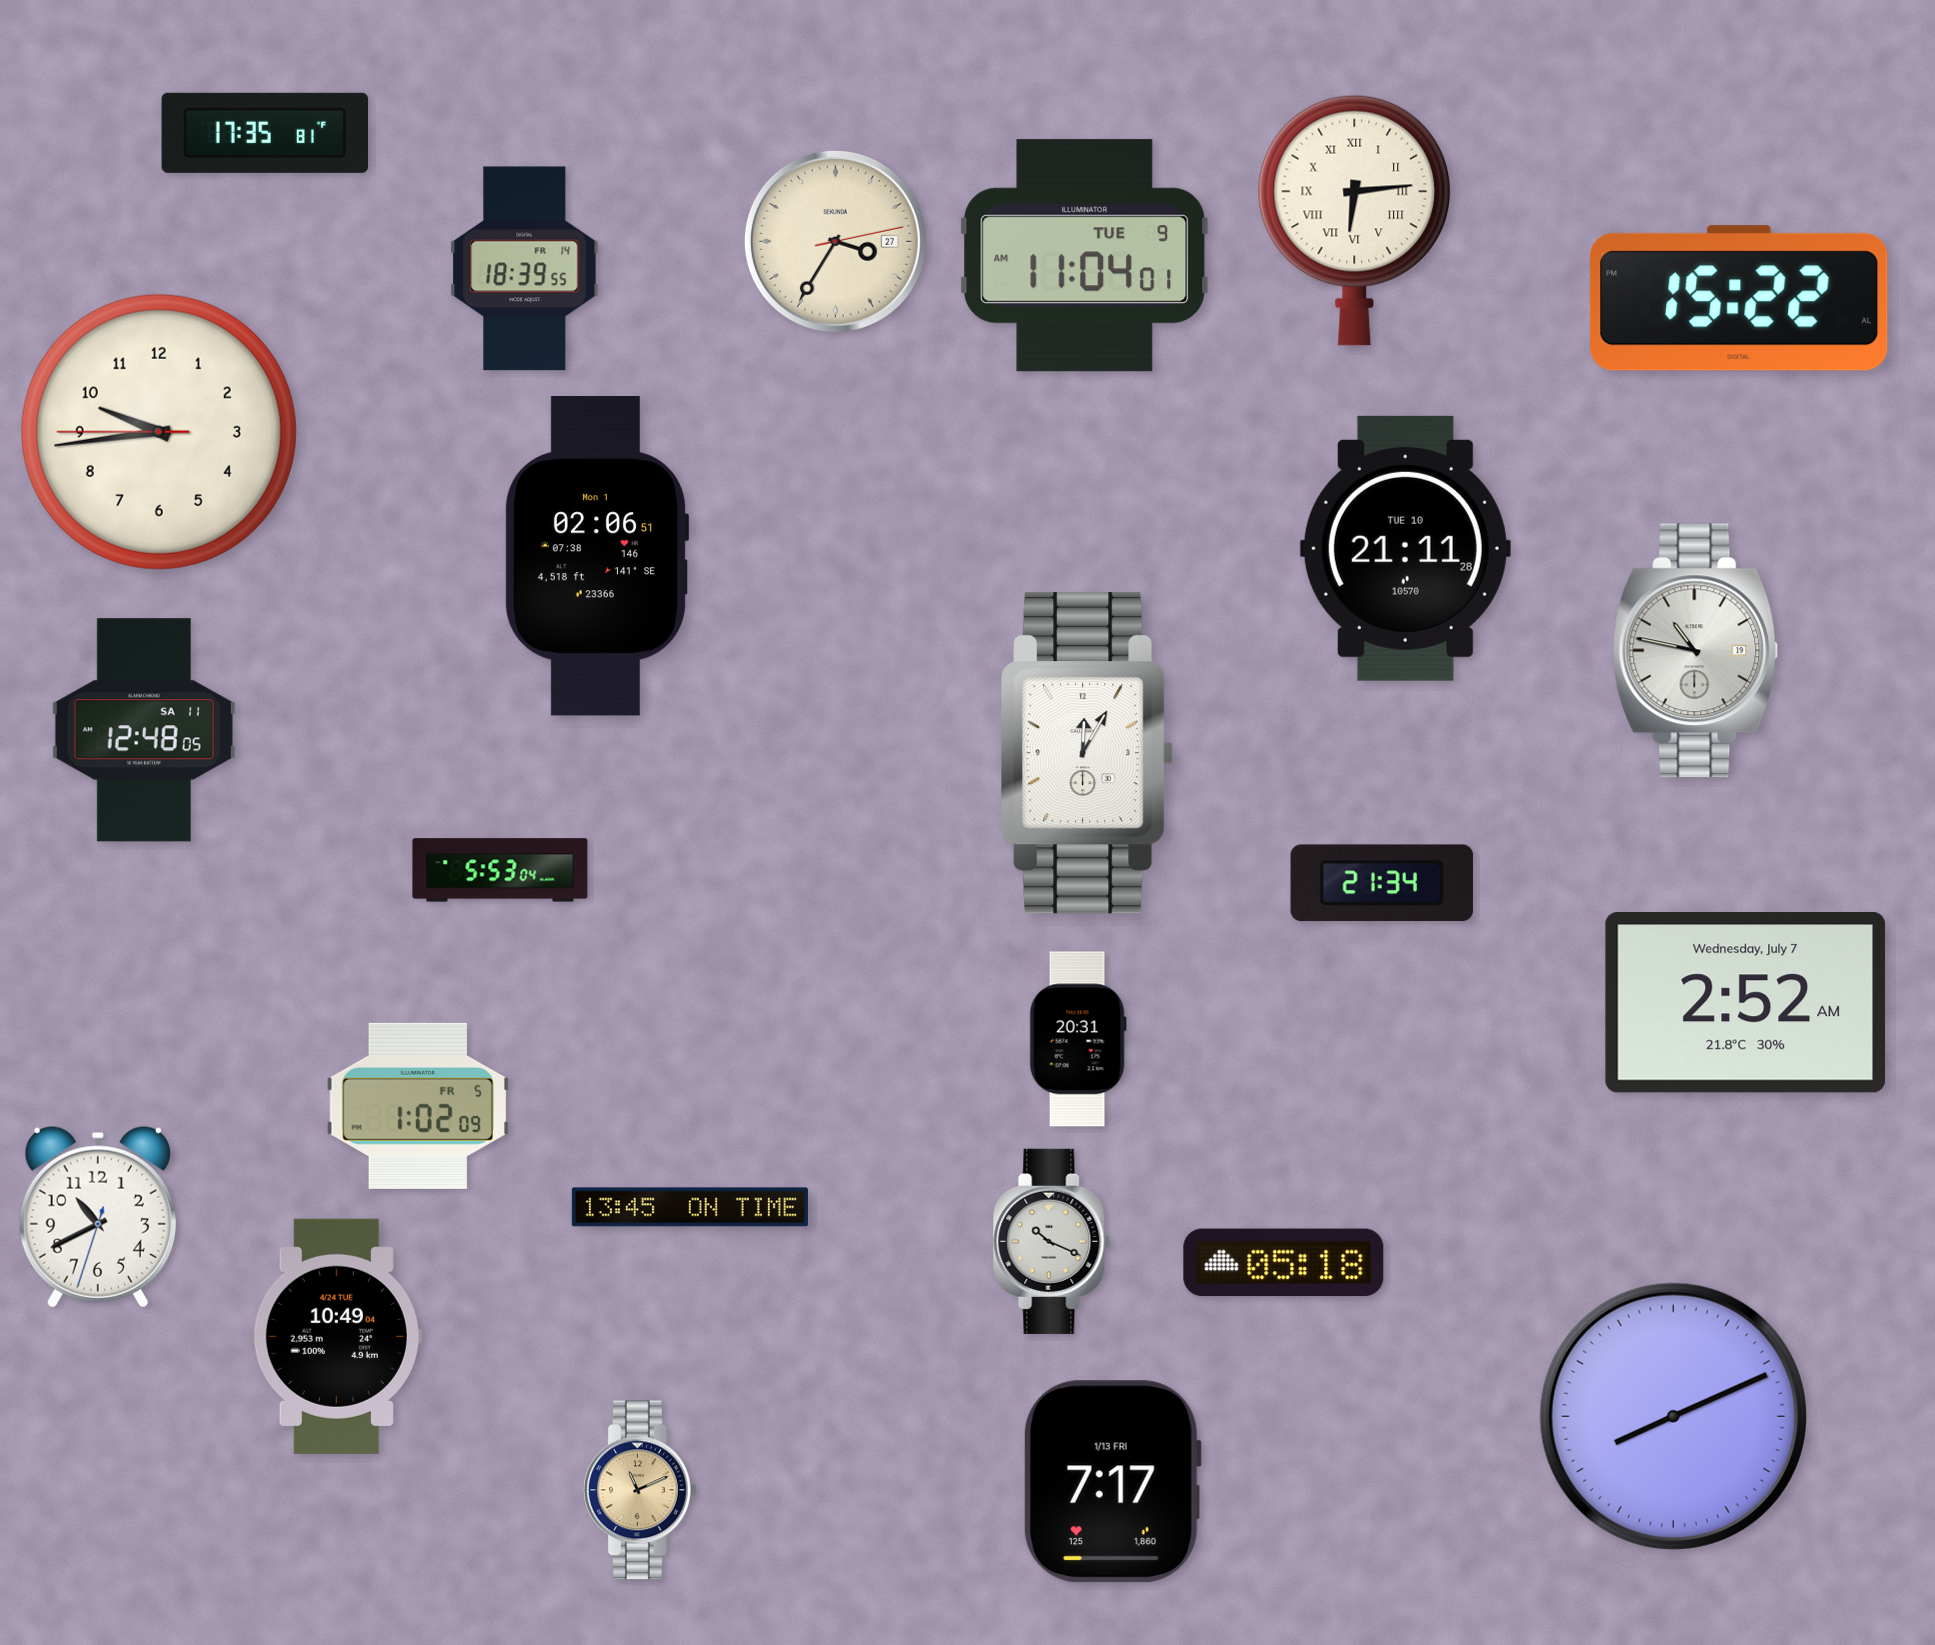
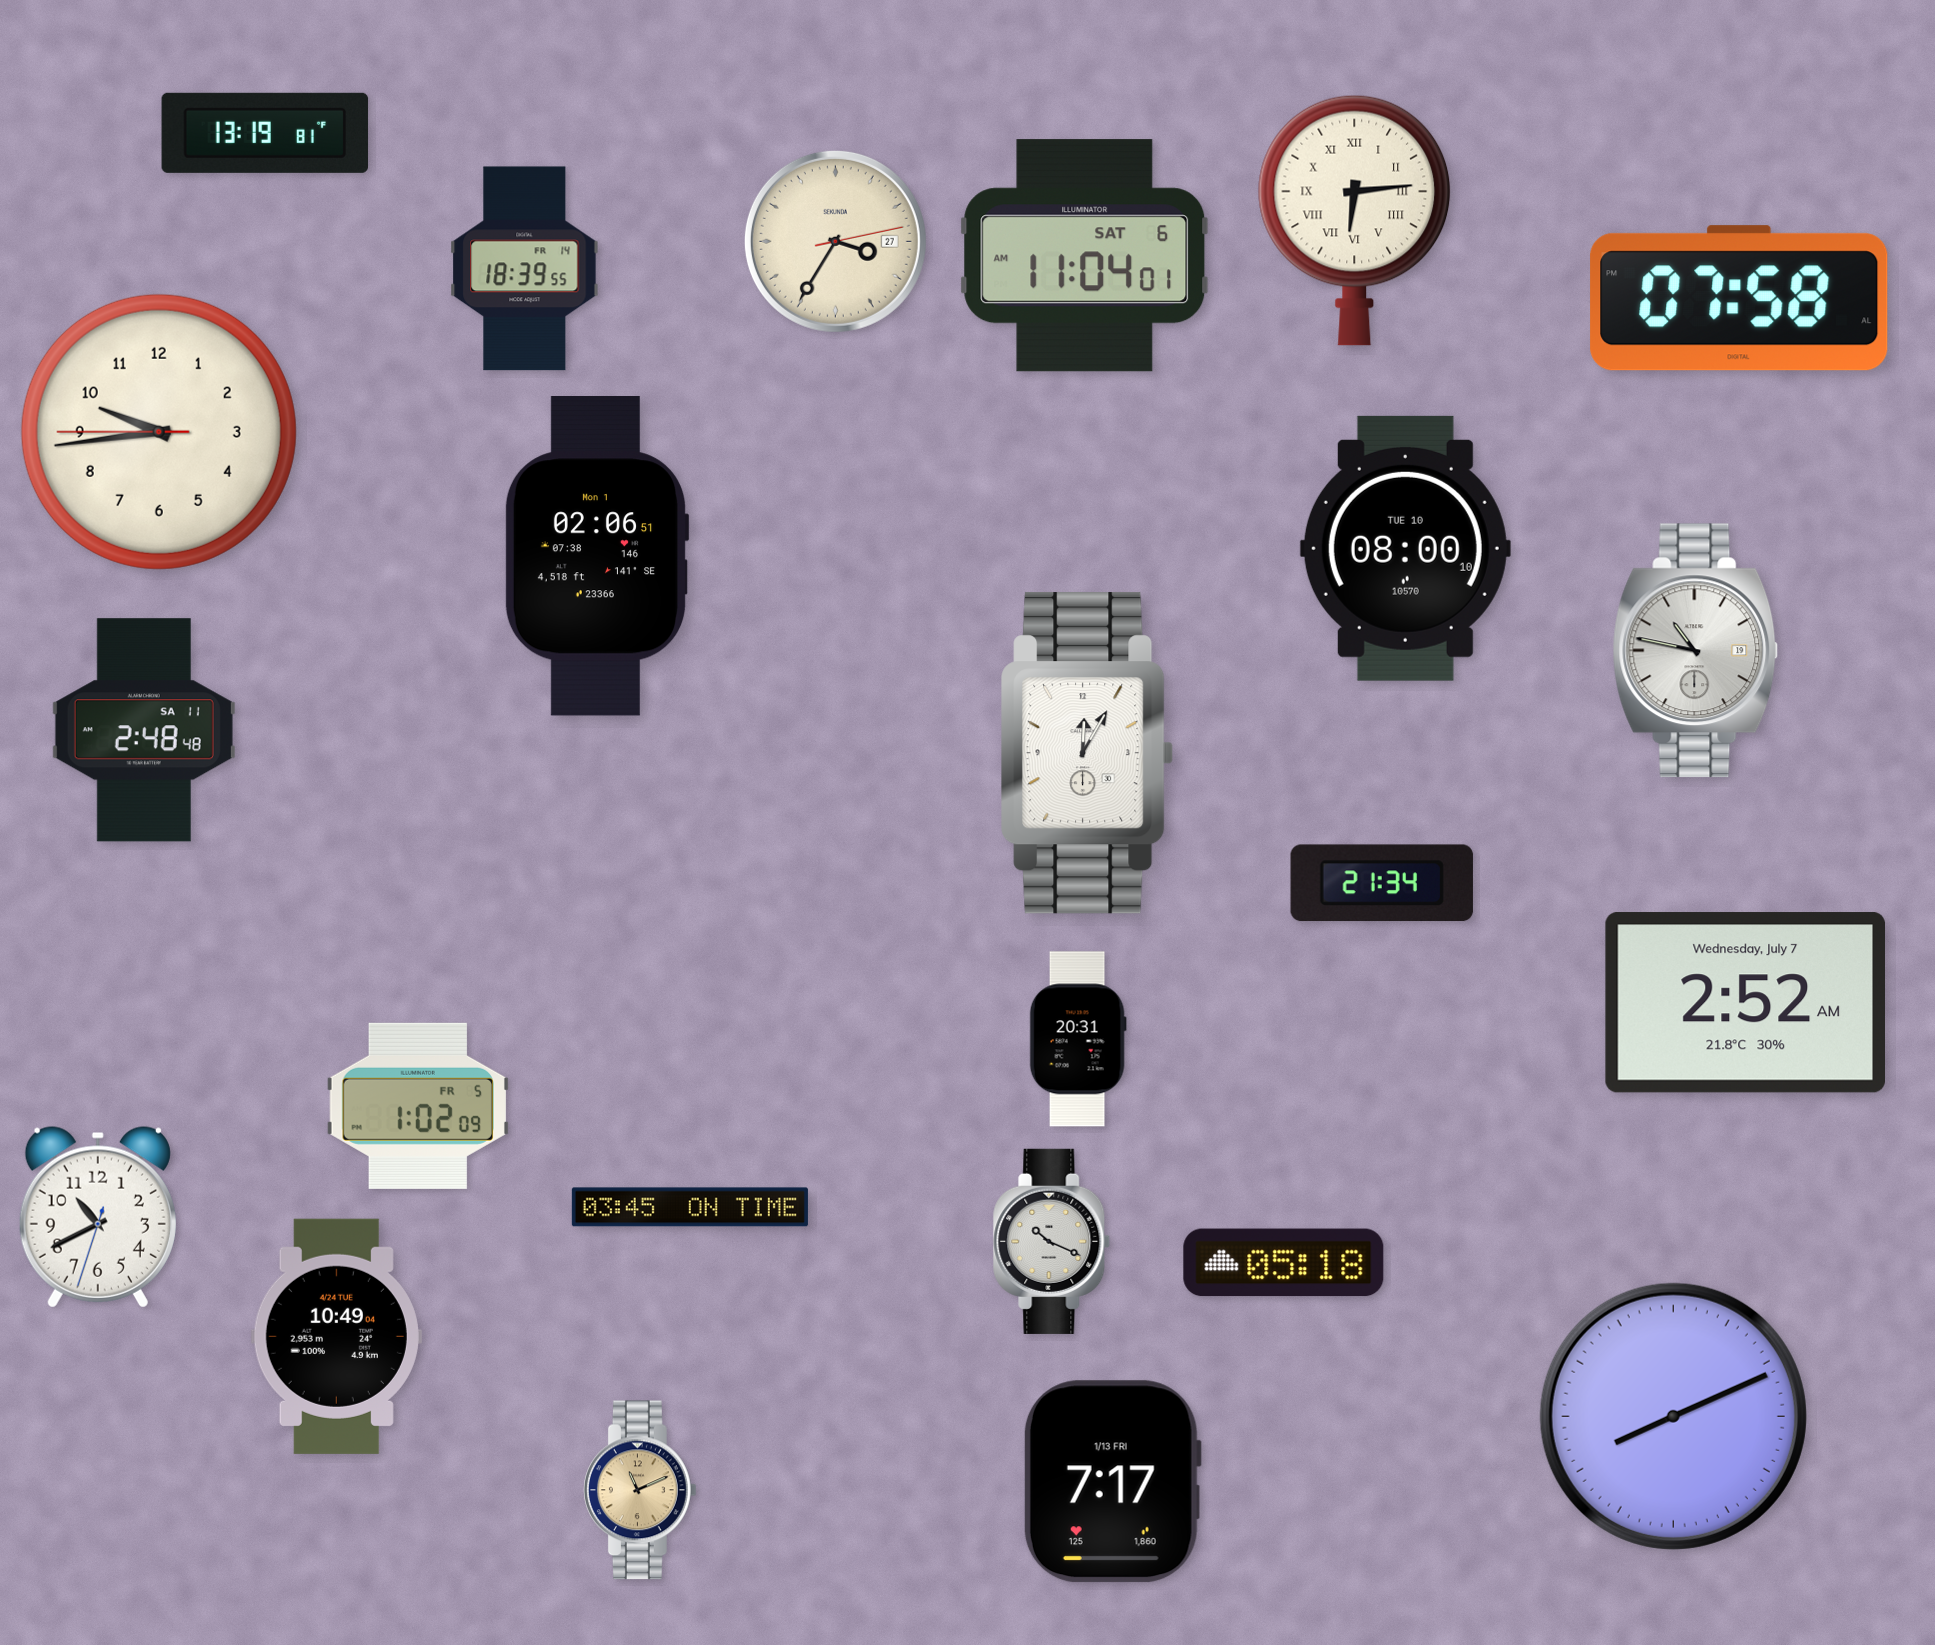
clock at (265, 133): 17:35 -> 13:19
clock at (1085, 256) date: TUE 9 -> SAT 6
clock at (1739, 298): 15:22 -> 07:58
clock at (1405, 548): 21:11 -> 08:00
clock at (144, 730): 12:48 -> 2:48
clock at (500, 870): 5:53 -> none
clock at (690, 1207): 13:45 -> 03:45
